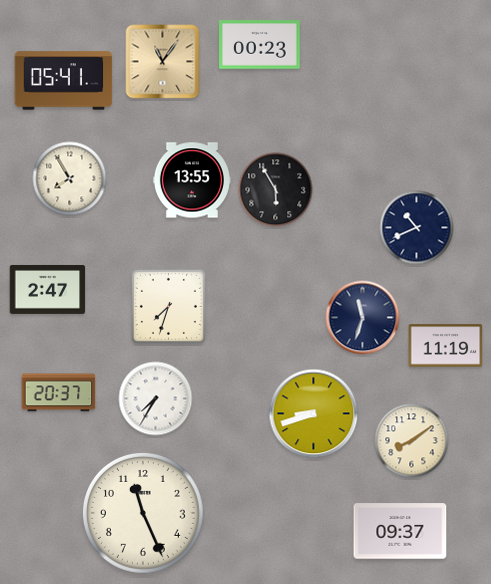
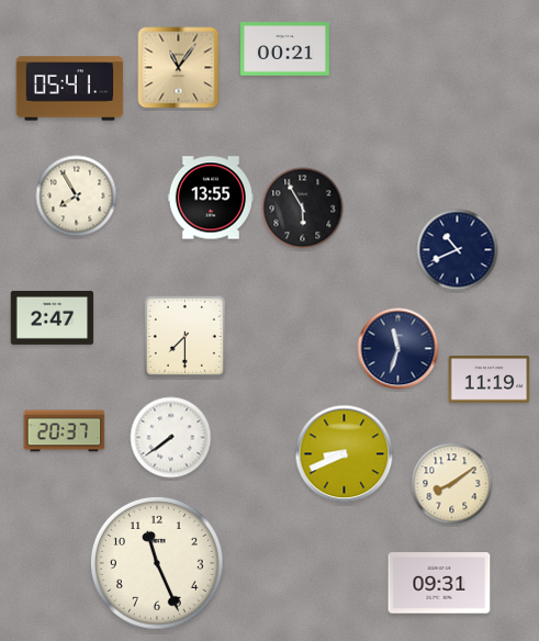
clock at (260, 45): 00:23 -> 00:21
clock at (168, 306): 7:33 -> 7:30
clock at (156, 399): 7:35 -> 7:39
clock at (314, 414): 8:42 -> 8:41
clock at (400, 531): 09:37 -> 09:31
